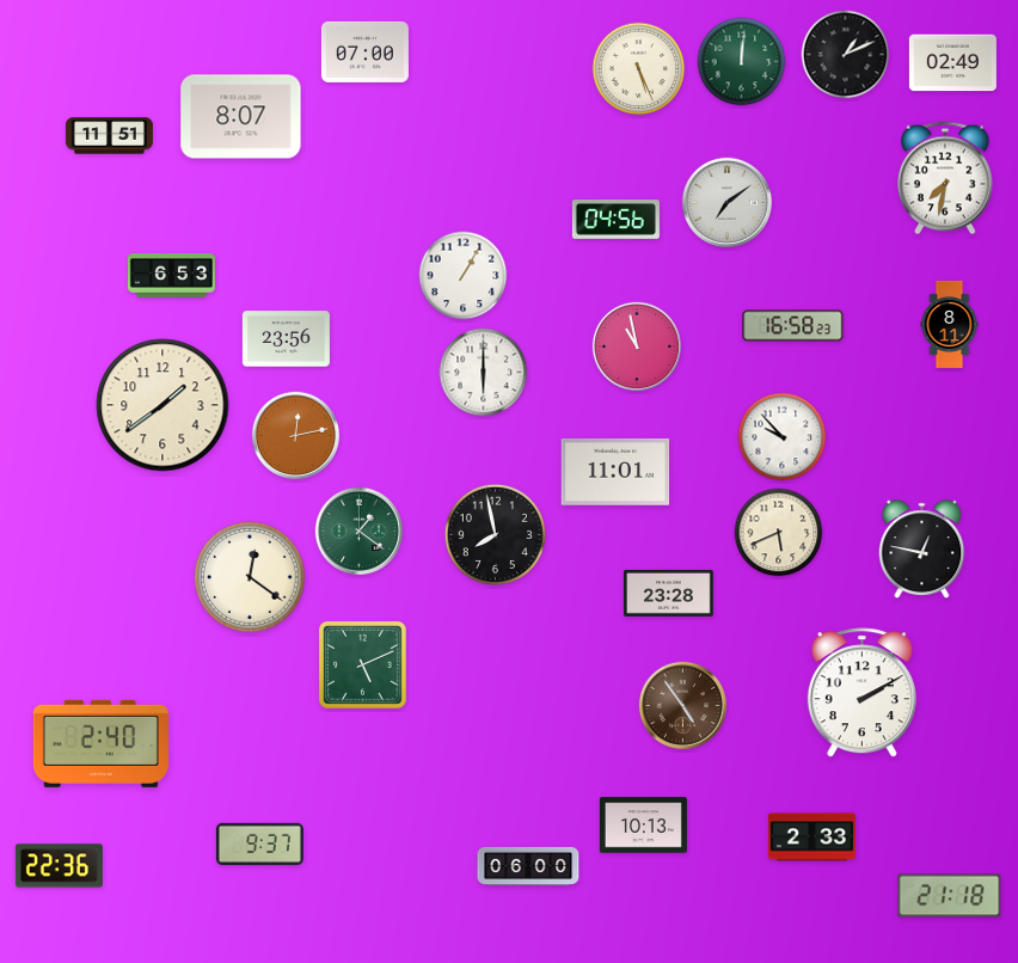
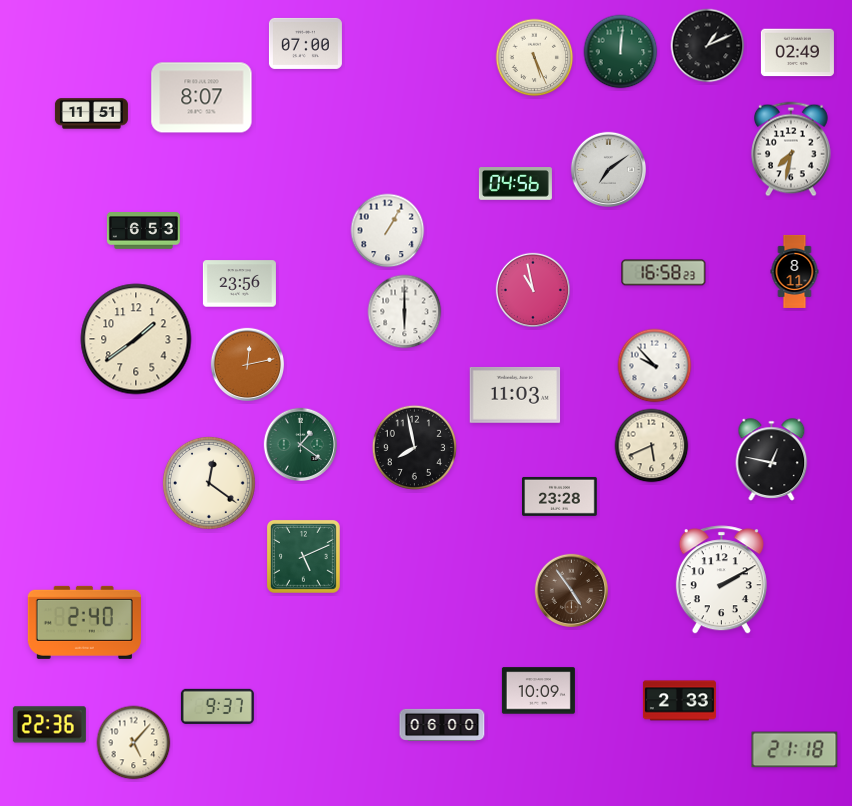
clock at (615, 472): 11:01 -> 11:03
clock at (643, 826): 10:13 -> 10:09
clock at (134, 743): none -> 5:07
